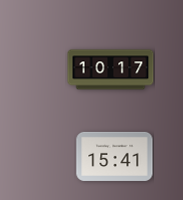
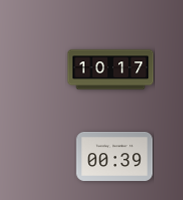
clock at (115, 156): 15:41 -> 00:39
